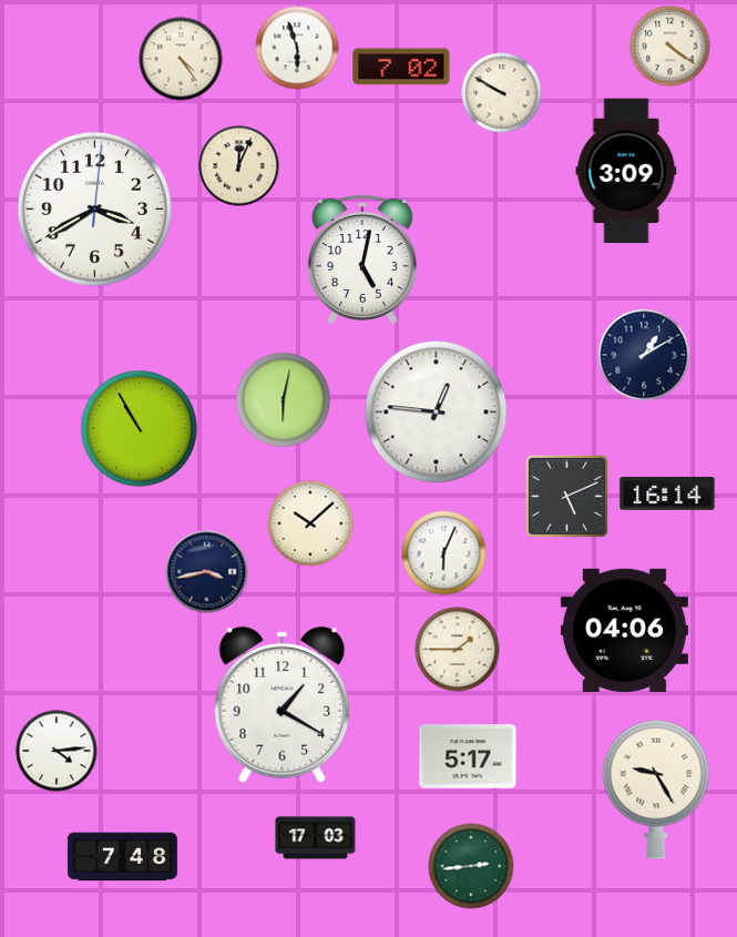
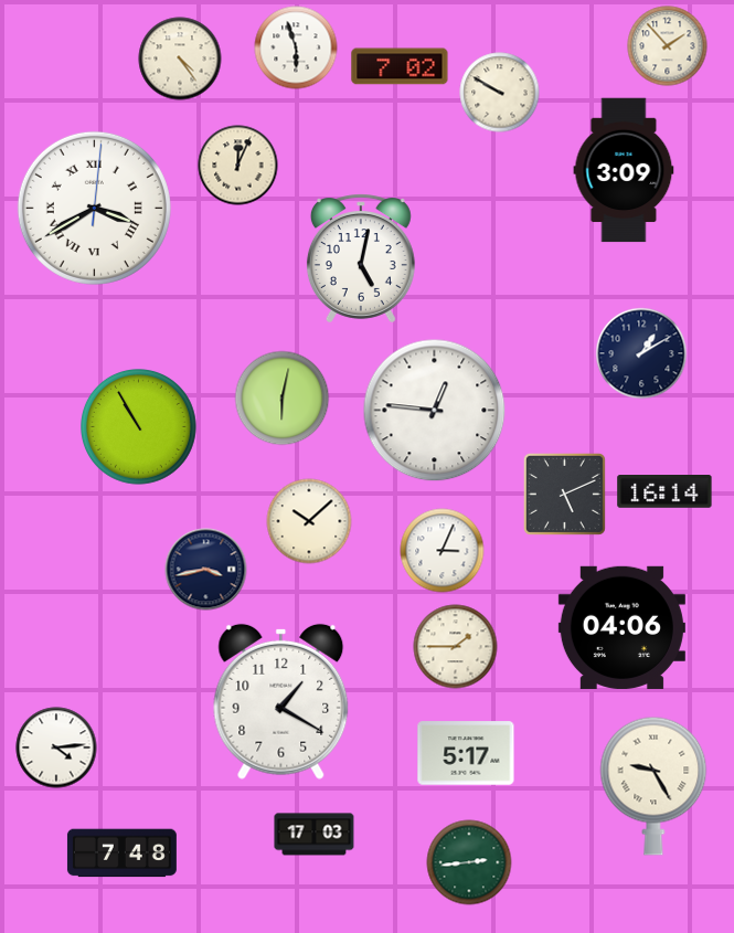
clock at (671, 47): 4:21 -> 1:53
clock at (94, 208) numerals: Arabic -> Roman
clock at (444, 553): 6:04 -> 3:04
